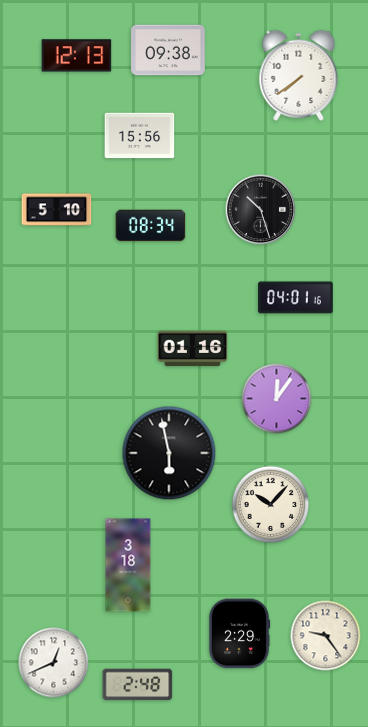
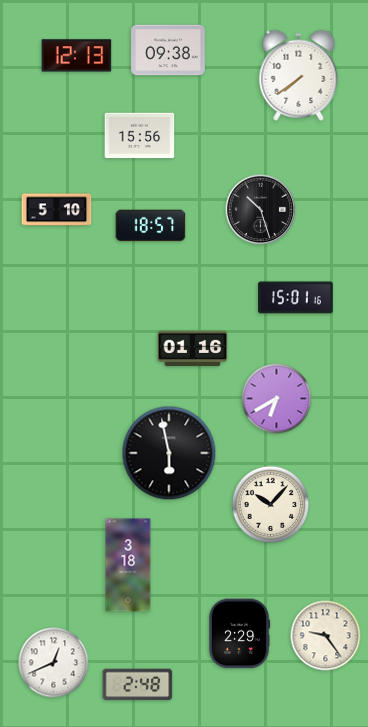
clock at (151, 226): 08:34 -> 18:57
clock at (296, 298): 04:01 -> 15:01
clock at (277, 399): 12:06 -> 6:40
